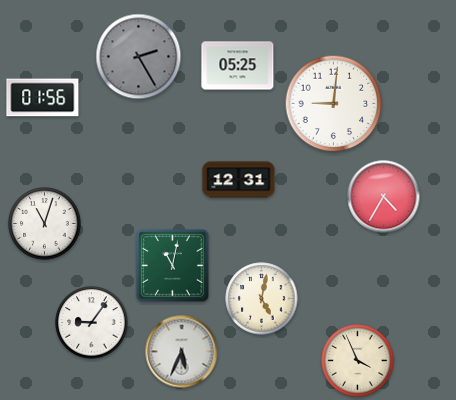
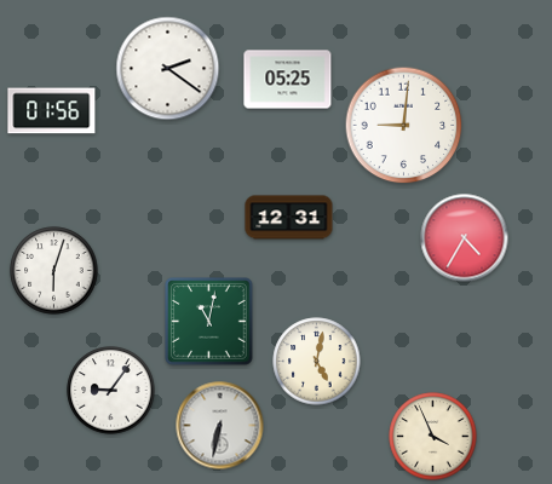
clock at (139, 57): 2:25 -> 2:21
clock at (139, 57) dial: grey -> white
clock at (43, 98) position: (43, 98) -> (52, 111)
clock at (45, 224): 11:03 -> 6:03
clock at (182, 352): 5:34 -> 6:32
